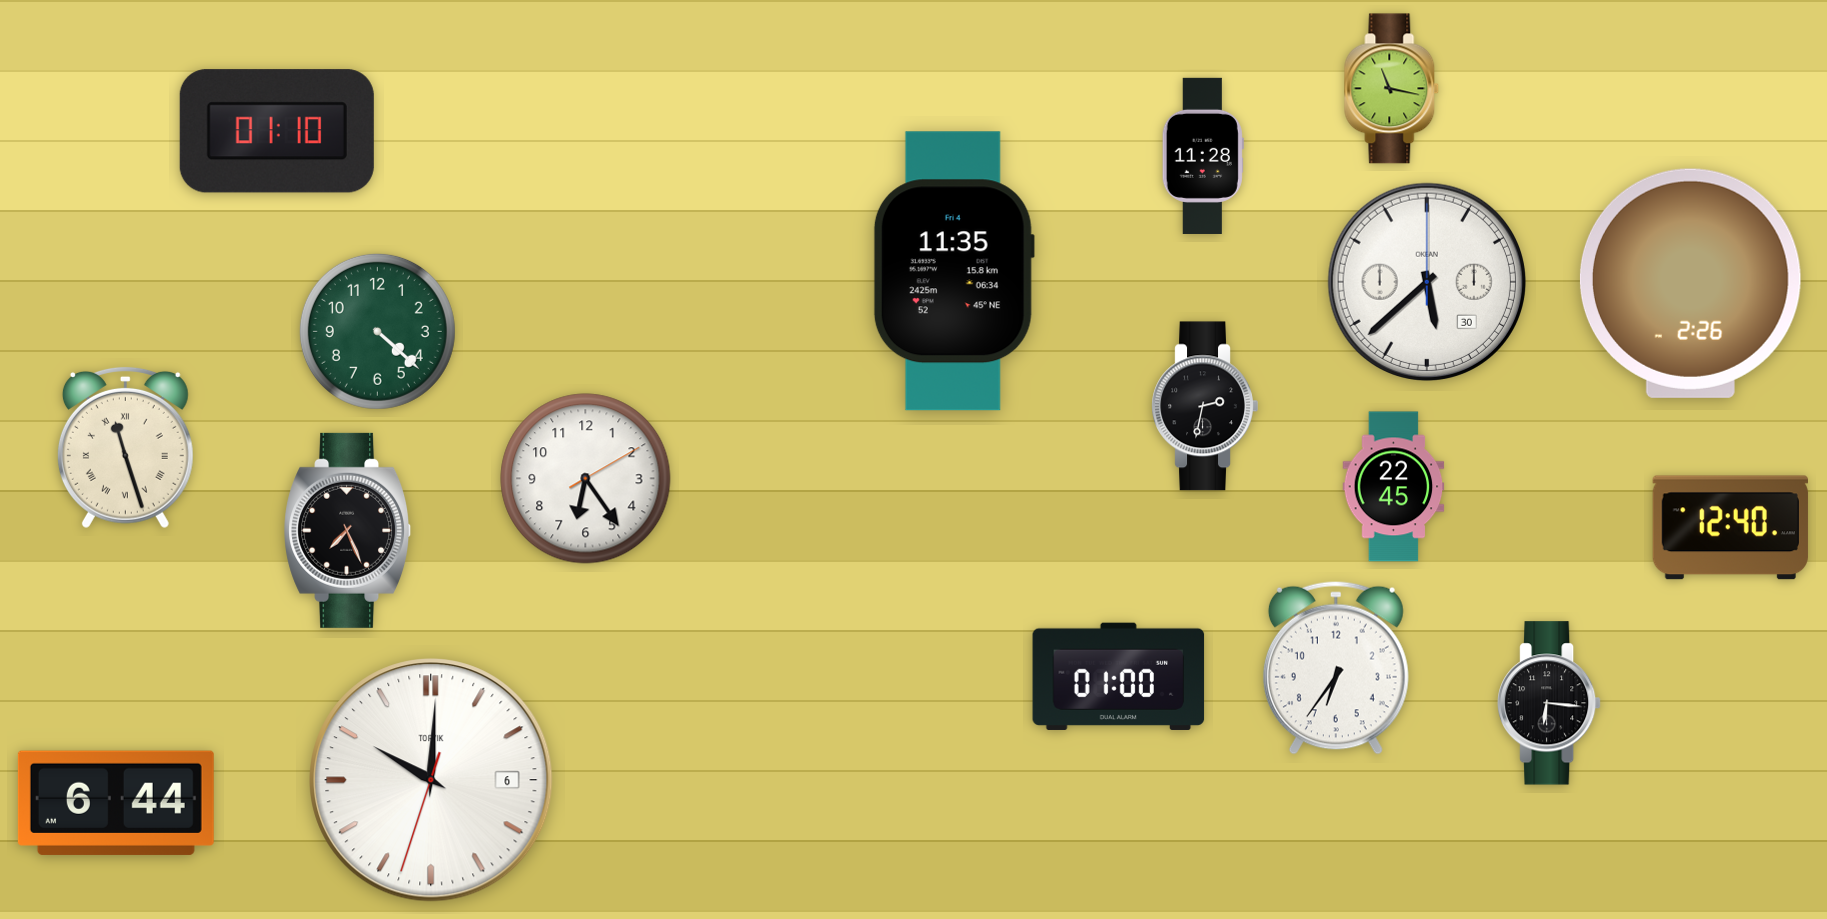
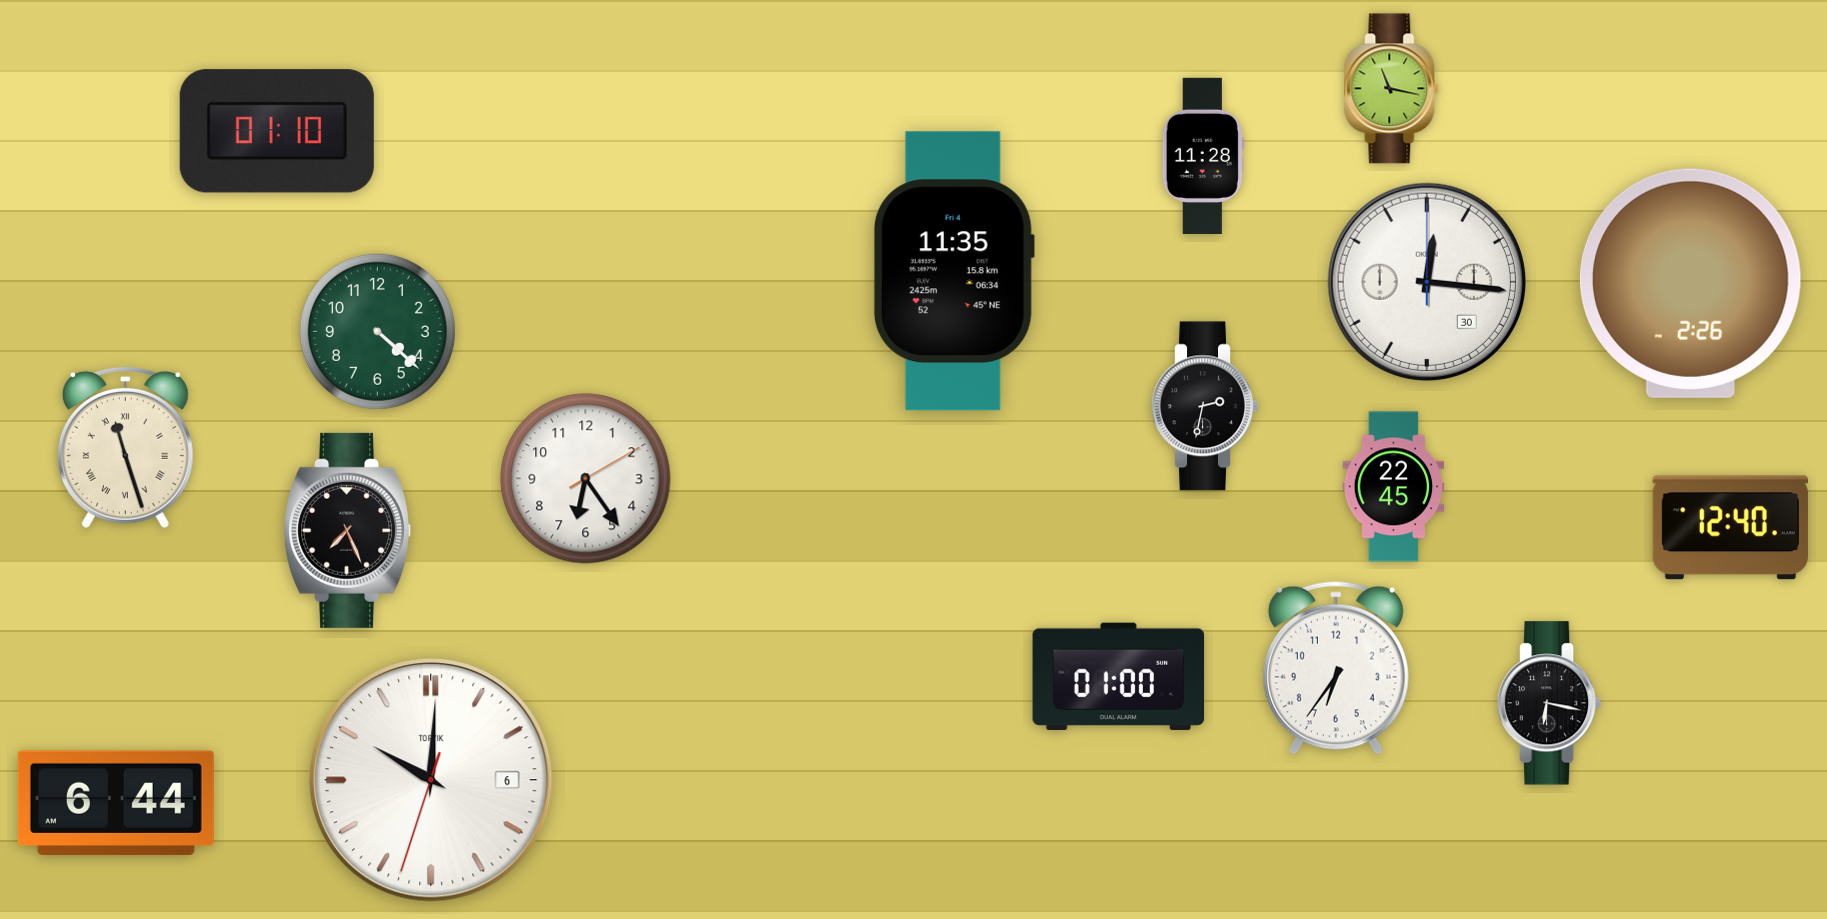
clock at (1427, 282): 5:38 -> 12:16
clock at (1550, 703): 6:16 -> 6:17
